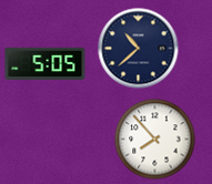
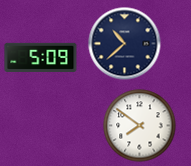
clock at (46, 63): 5:05 -> 5:09
clock at (155, 140): 7:53 -> 7:51
